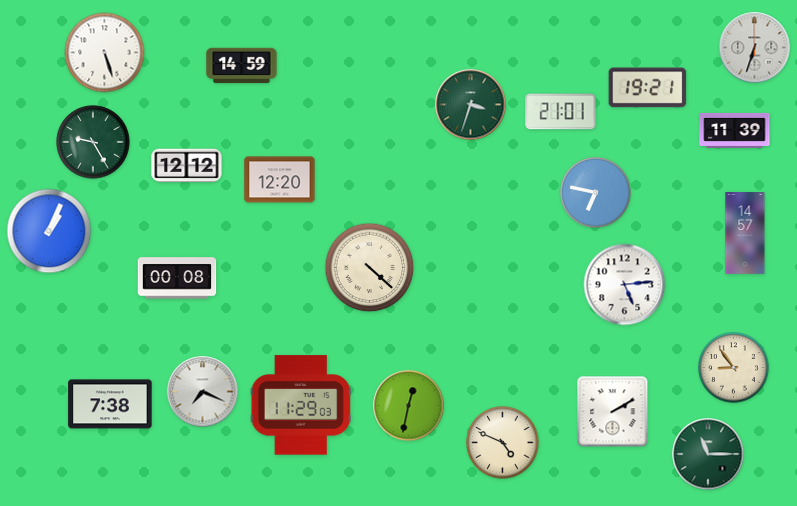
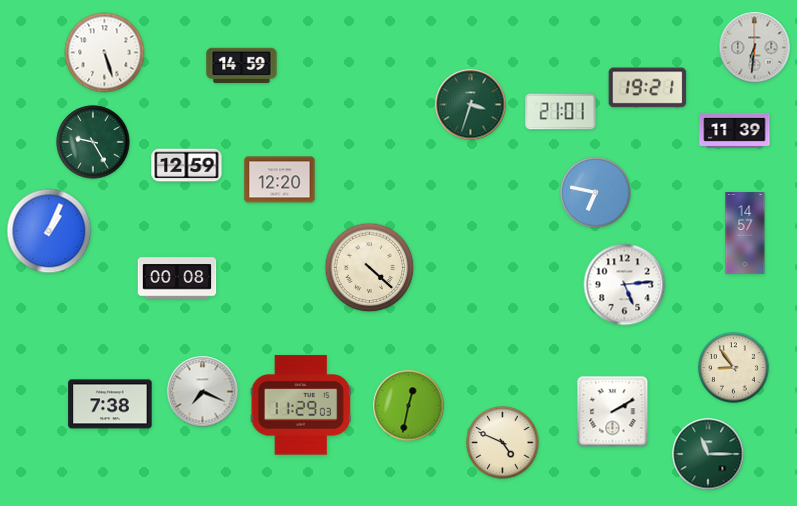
clock at (755, 48): 6:33 -> 6:31
clock at (187, 166): 12:12 -> 12:59
